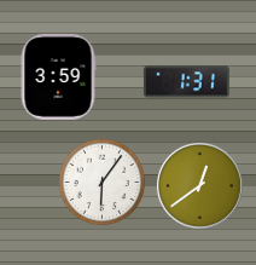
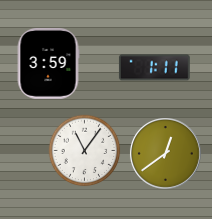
clock at (186, 82): 1:31 -> 1:11
clock at (103, 183): 6:06 -> 11:06
